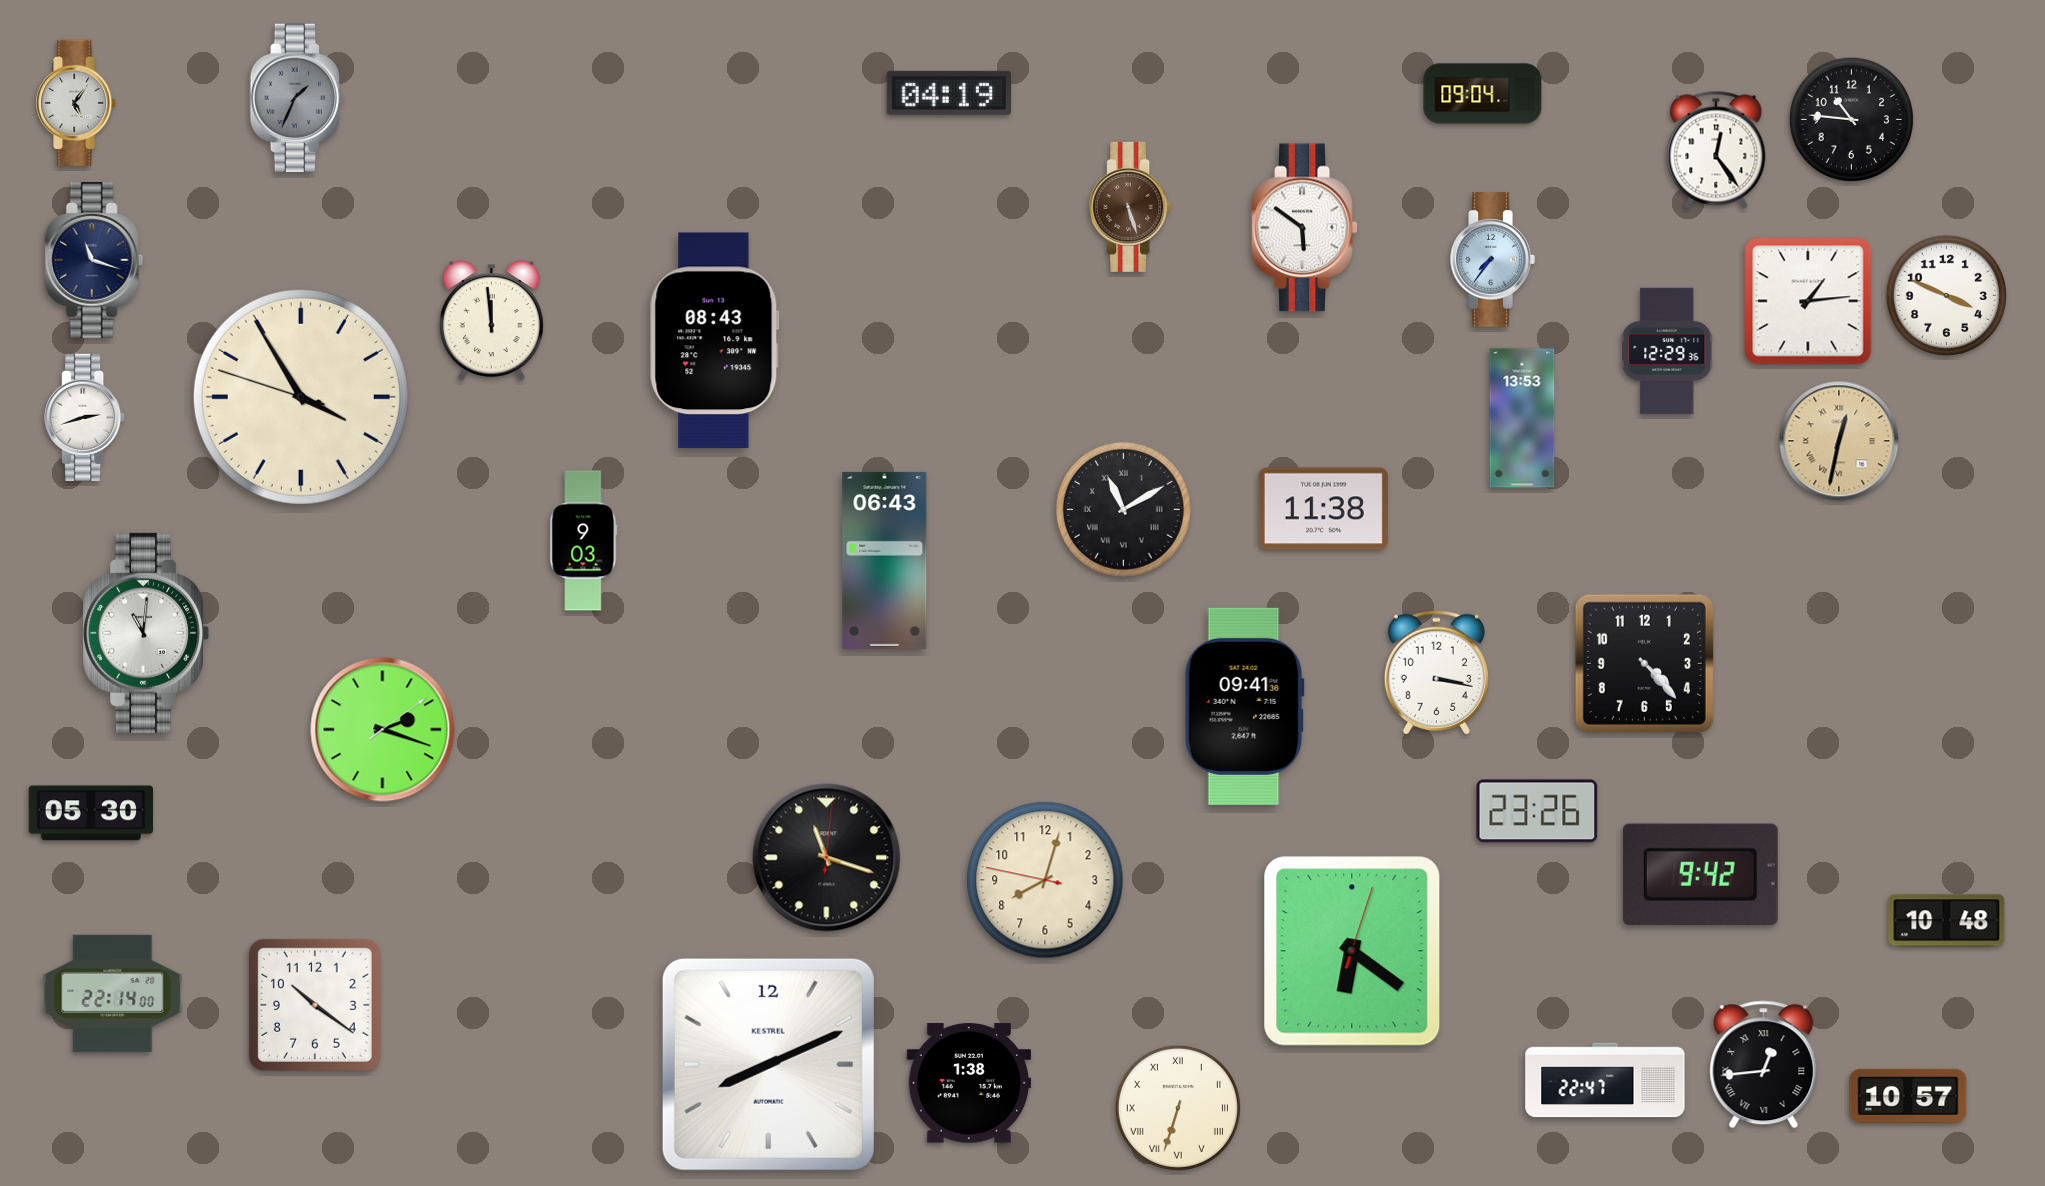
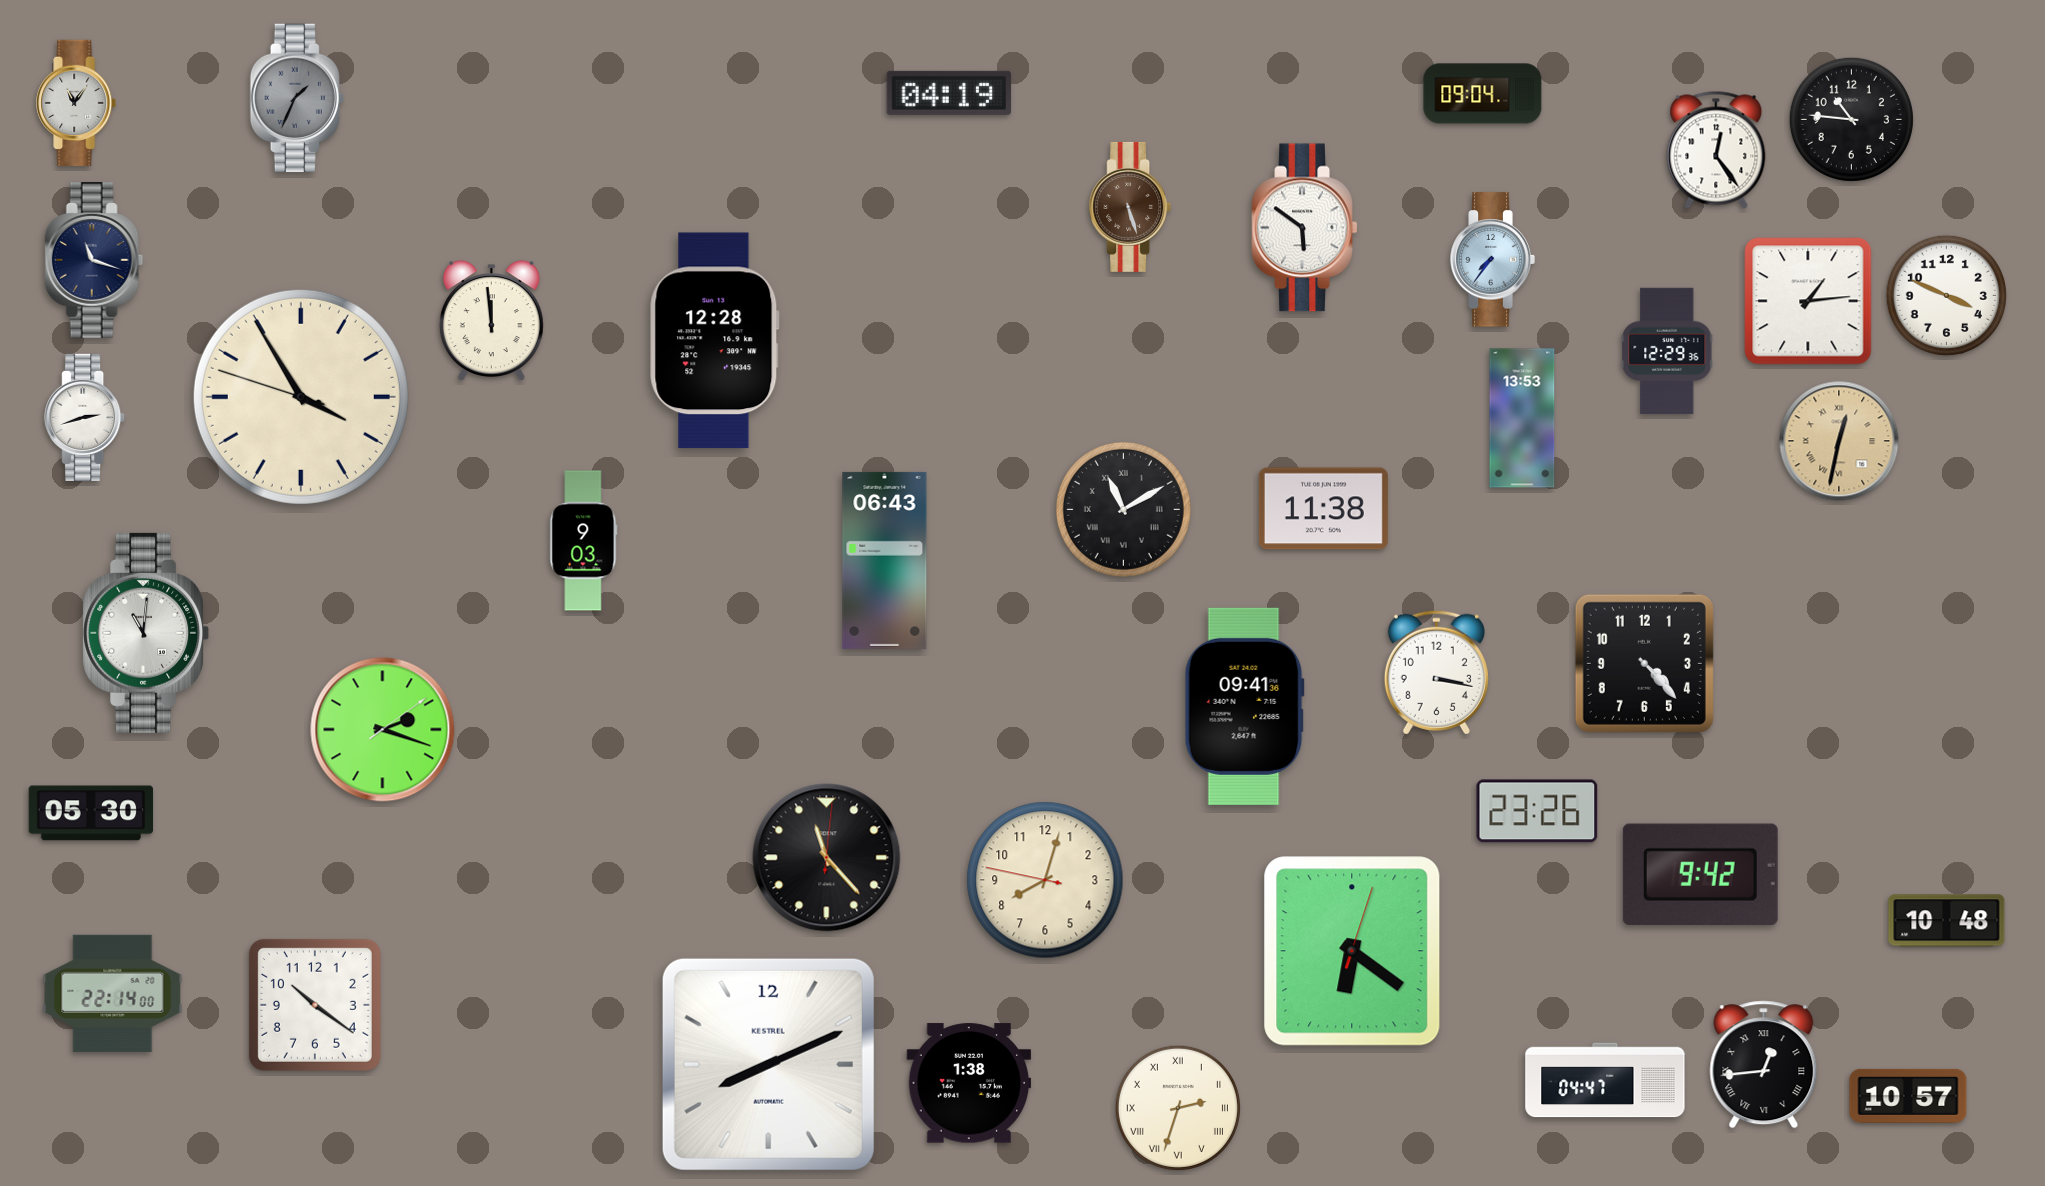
clock at (77, 103): 5:06 -> 11:06
clock at (715, 341): 08:43 -> 12:28
clock at (827, 858): 11:18 -> 11:23
clock at (1605, 1080): 22:47 -> 04:47
clock at (1178, 1108): 6:33 -> 2:33
